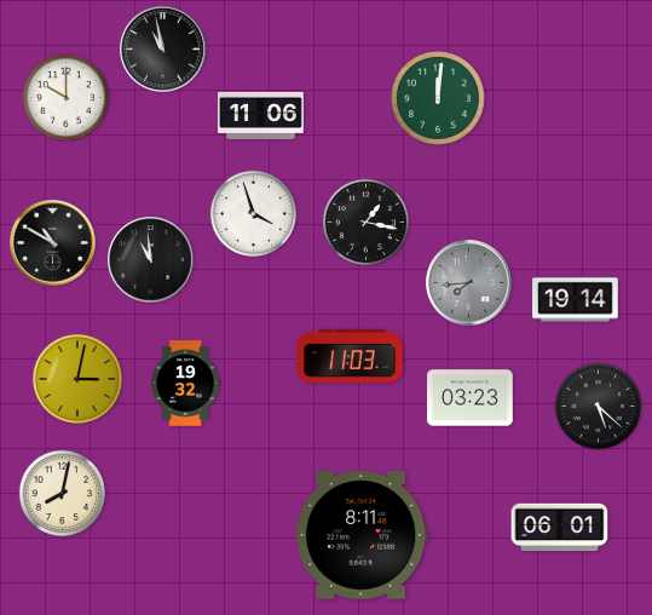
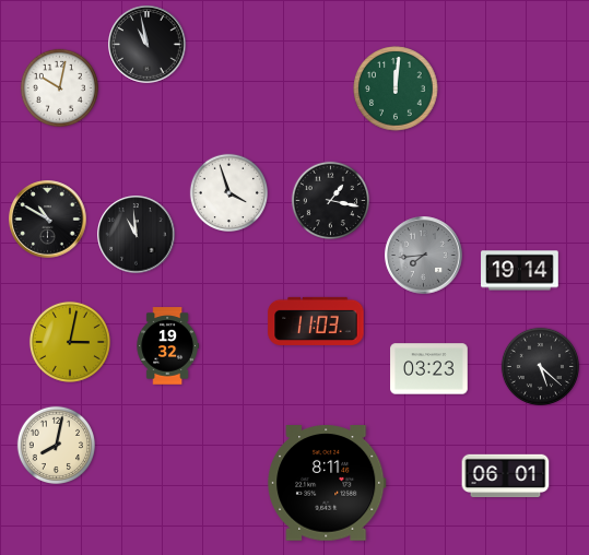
clock at (65, 97): 10:00 -> 10:02
clock at (261, 115): 11:06 -> none
clock at (471, 398) position: (471, 398) -> (429, 369)
